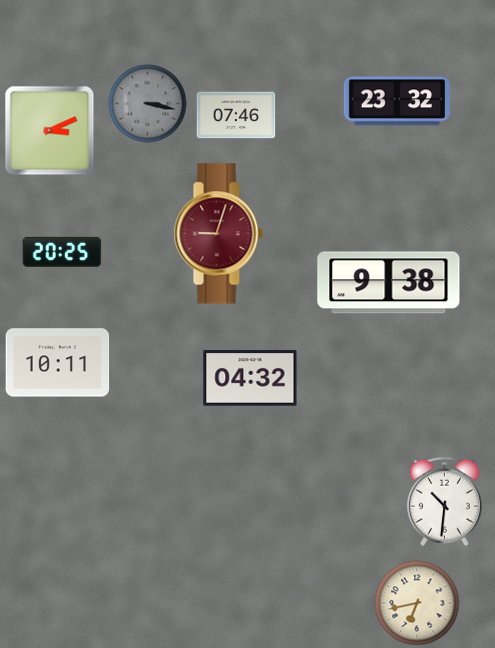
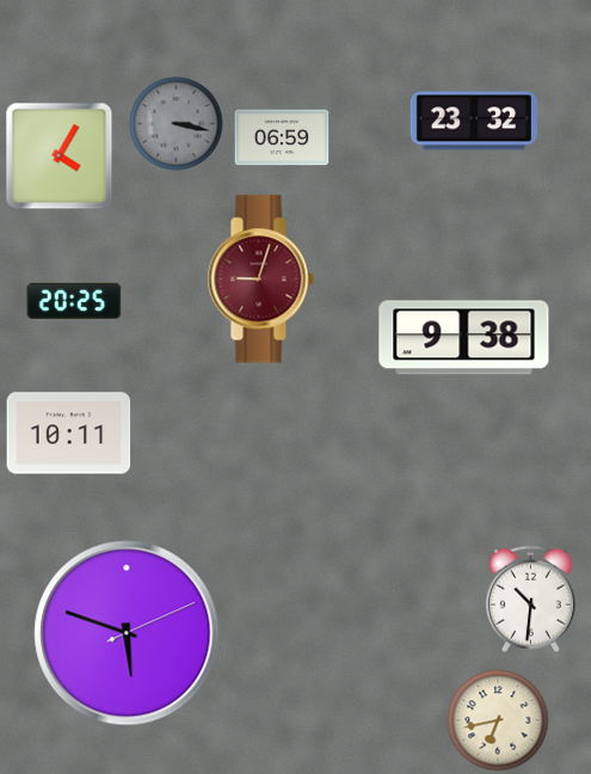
clock at (236, 115): 07:46 -> 06:59
clock at (50, 131): 3:11 -> 4:05
clock at (250, 378): 04:32 -> none
clock at (127, 633): none -> 5:48
